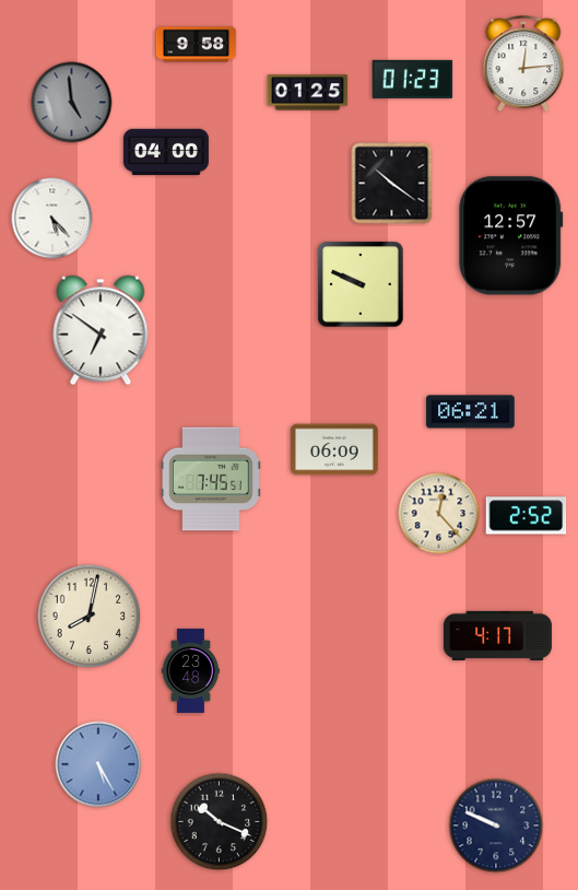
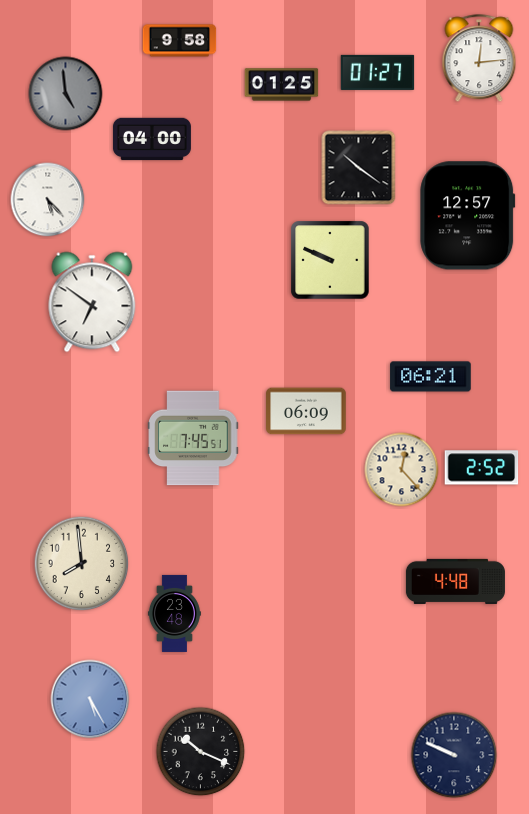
clock at (413, 79): 01:23 -> 01:27
clock at (527, 516) position: (527, 516) -> (482, 468)
clock at (90, 617): 8:02 -> 7:59
clock at (497, 635): 4:17 -> 4:48
